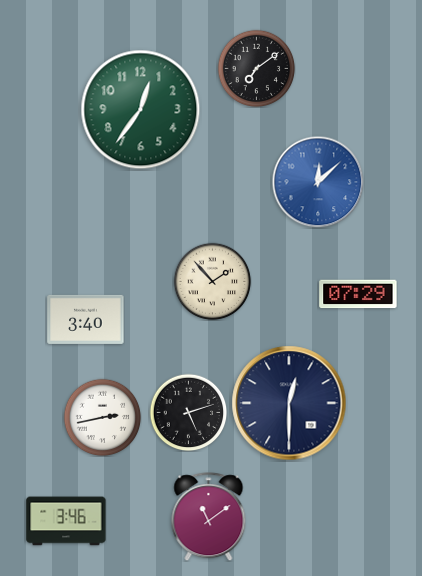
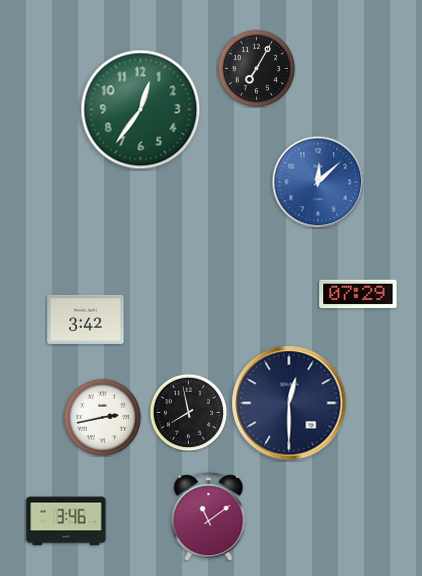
clock at (256, 68): 7:09 -> 7:05
clock at (212, 281): 1:53 -> none
clock at (86, 319): 3:40 -> 3:42
clock at (188, 412): 5:12 -> 7:58
